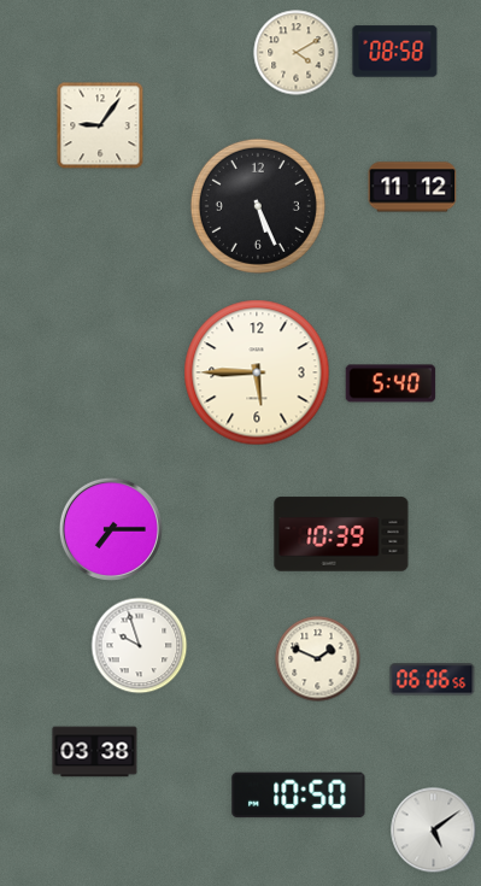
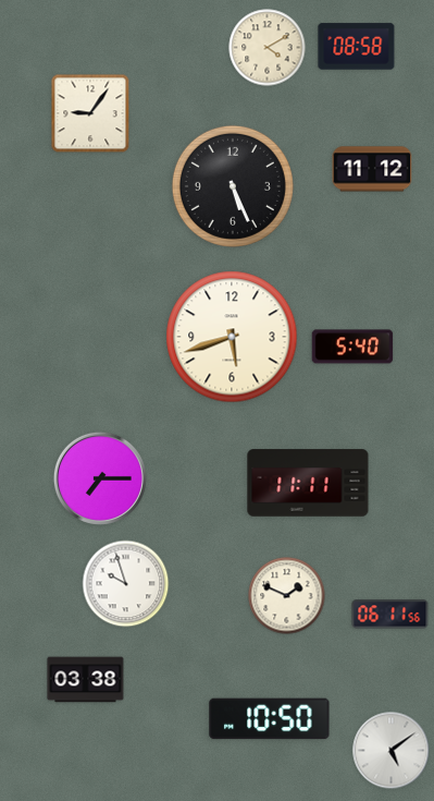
clock at (257, 372): 5:45 -> 5:42
clock at (341, 534): 10:39 -> 11:11
clock at (433, 680): 06:06 -> 06:11
